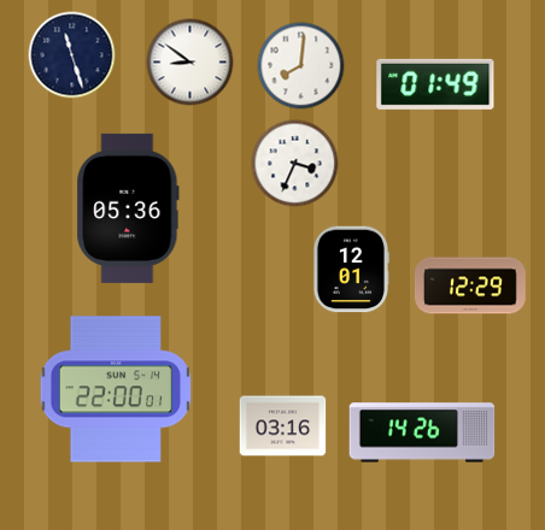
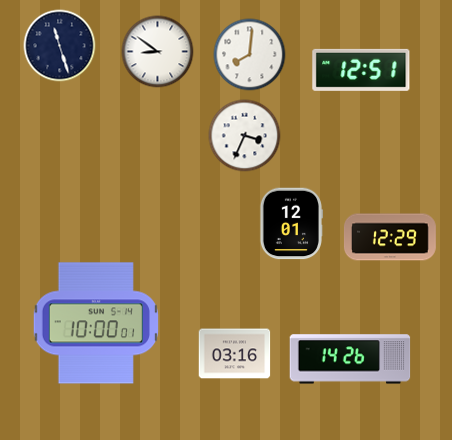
clock at (435, 84): 01:49 -> 12:51
clock at (128, 208): 05:36 -> none
clock at (116, 389): 22:00 -> 10:00
